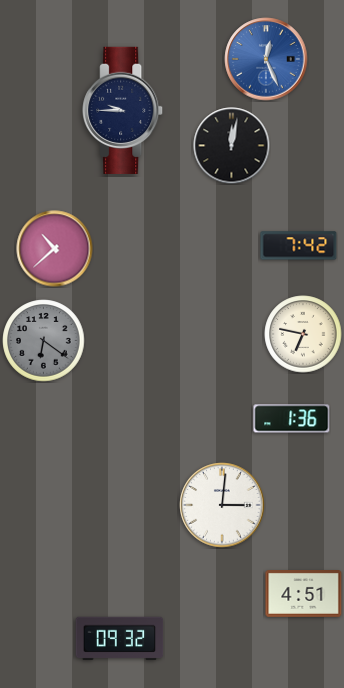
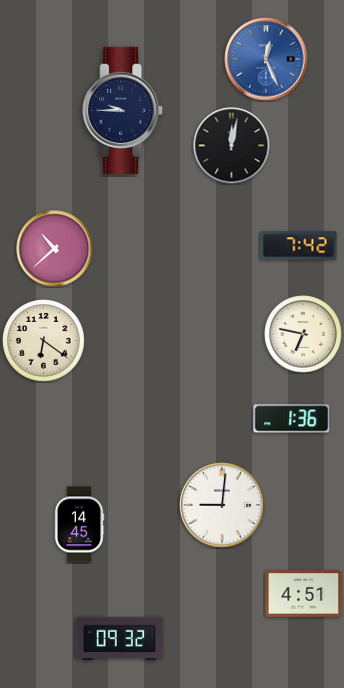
clock at (44, 341) dial: grey -> cream
clock at (222, 505): 3:01 -> 9:01
clock at (79, 525): none -> 14:45
